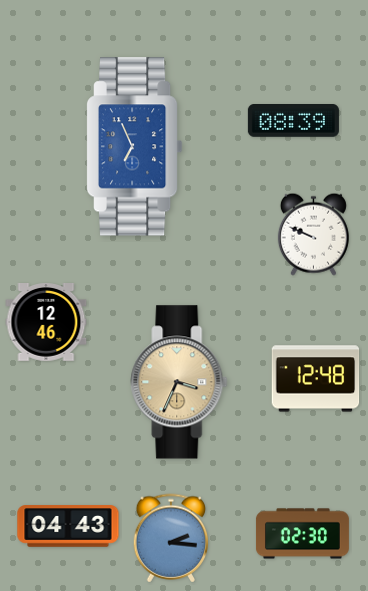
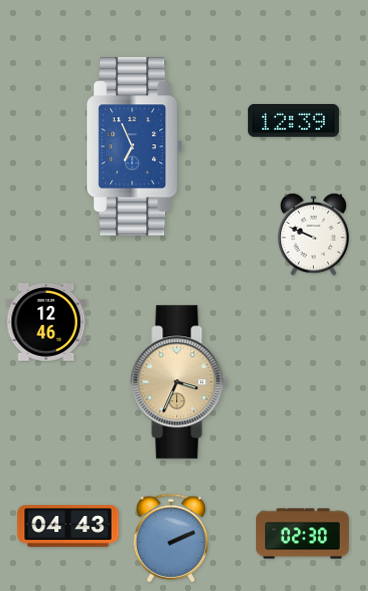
clock at (293, 121): 08:39 -> 12:39
clock at (316, 379): 12:48 -> none
clock at (171, 538): 2:16 -> 2:11
